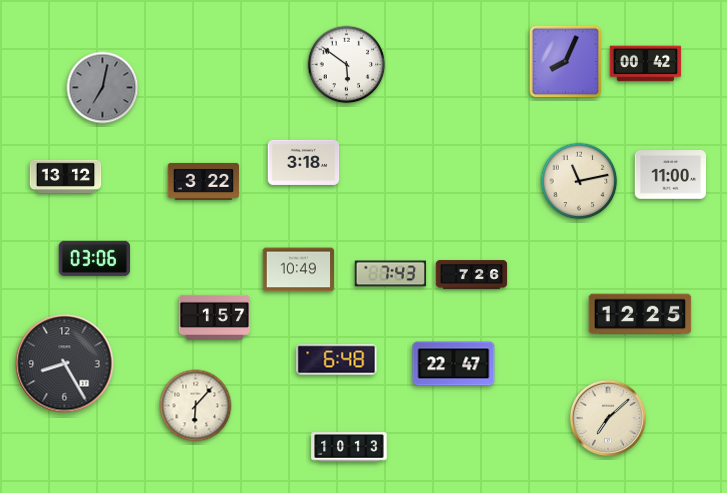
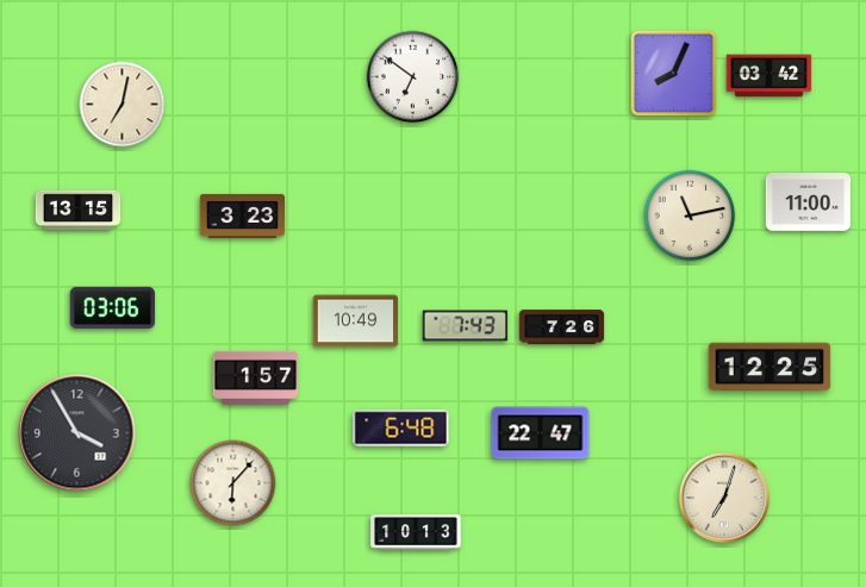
clock at (646, 64): 00:42 -> 03:42
clock at (347, 65): 5:51 -> 6:51
clock at (103, 88) dial: grey -> cream
clock at (304, 162): 3:18 -> none
clock at (671, 175) position: (671, 175) -> (809, 202)
clock at (66, 177): 13:12 -> 13:15
clock at (204, 181): 3:22 -> 3:23
clock at (640, 314) position: (640, 314) -> (770, 367)
clock at (65, 364): 8:25 -> 3:55
clock at (608, 418): 7:08 -> 7:03
